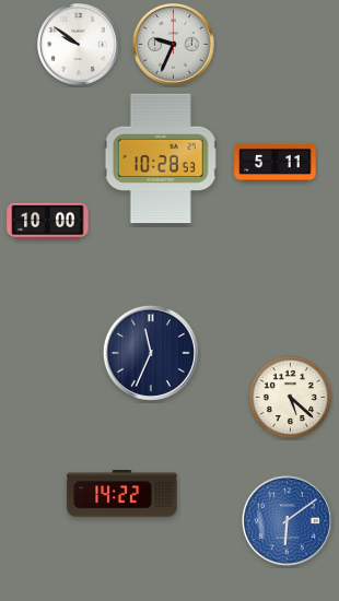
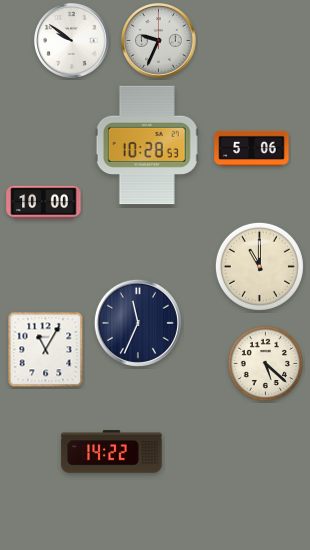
clock at (276, 162): 5:11 -> 5:06
clock at (259, 266): none -> 11:00
clock at (46, 350): none -> 11:05
clock at (287, 520): 6:09 -> none
